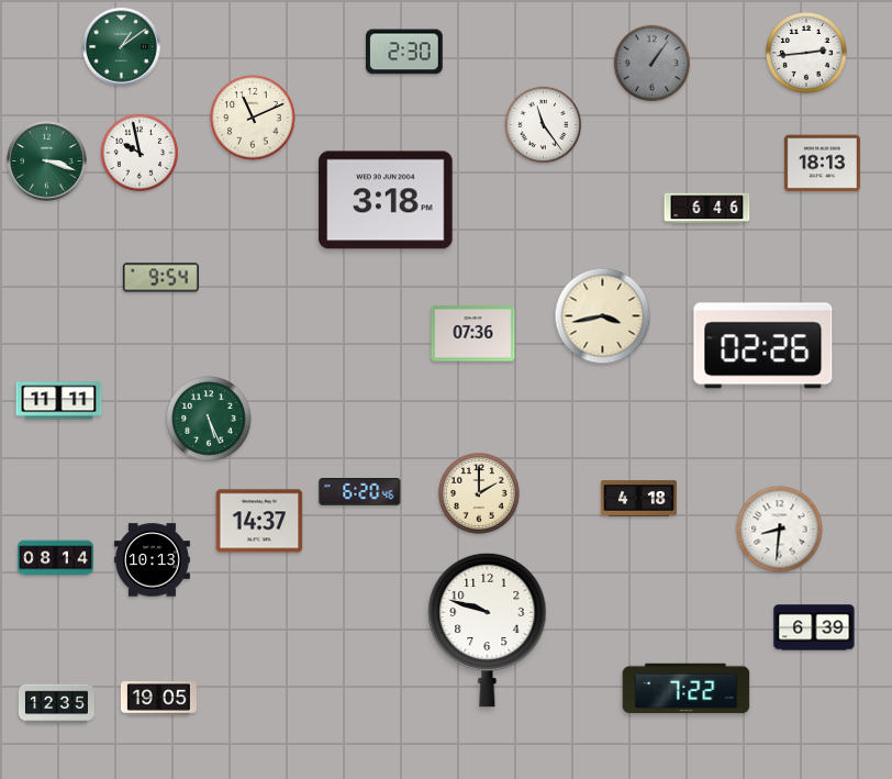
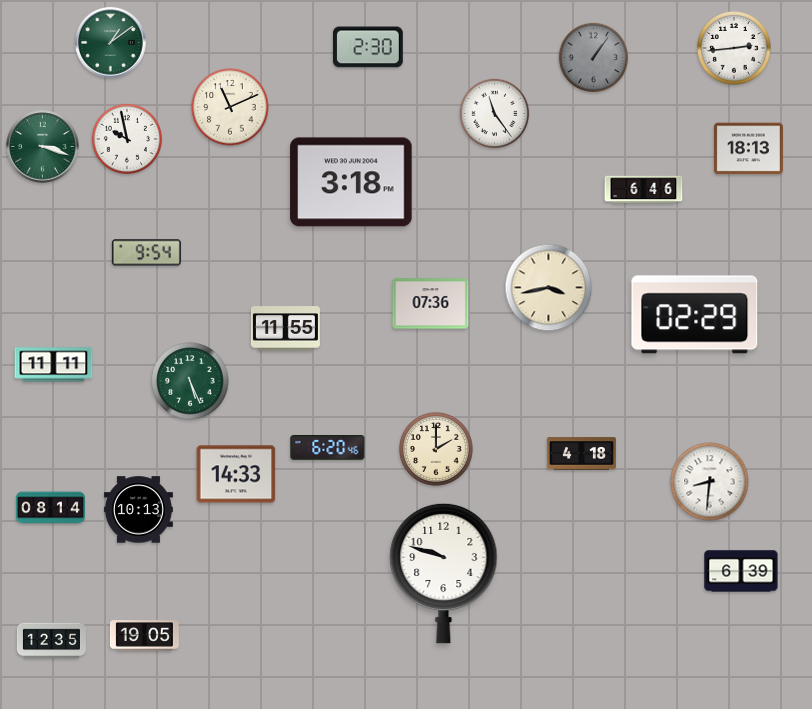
clock at (763, 346): 02:26 -> 02:29
clock at (285, 329): none -> 11:55
clock at (259, 521): 14:37 -> 14:33
clock at (687, 689): 7:22 -> none
